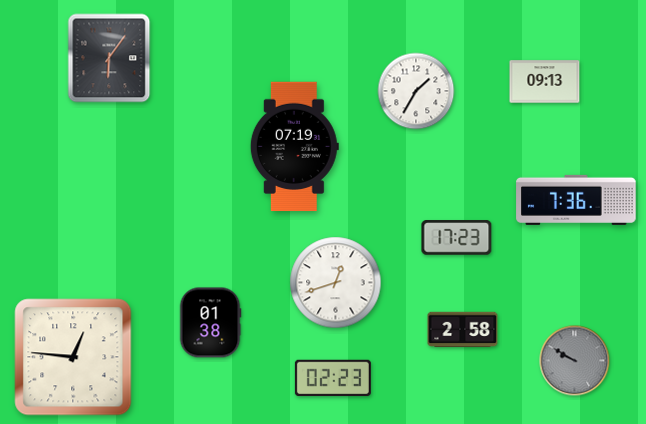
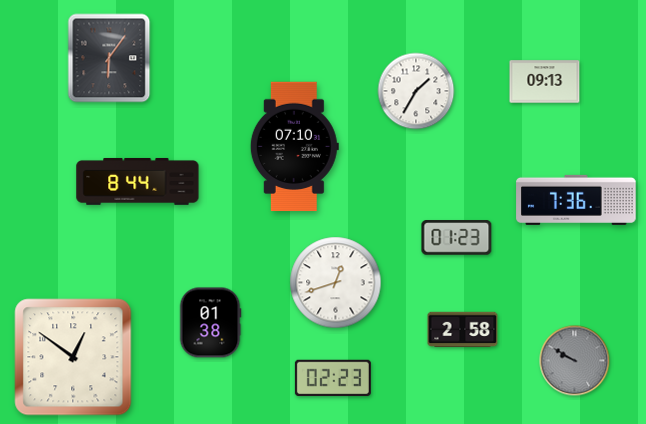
clock at (294, 147): 07:19 -> 07:10
clock at (138, 181): none -> 8:44
clock at (457, 238): 17:23 -> 01:23
clock at (73, 357): 12:46 -> 12:51
